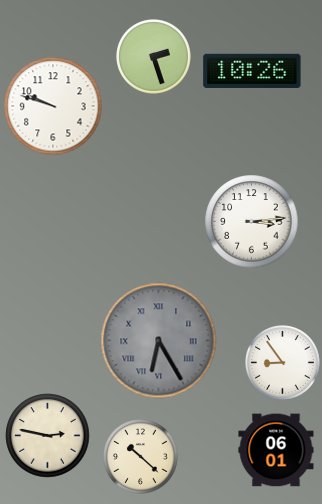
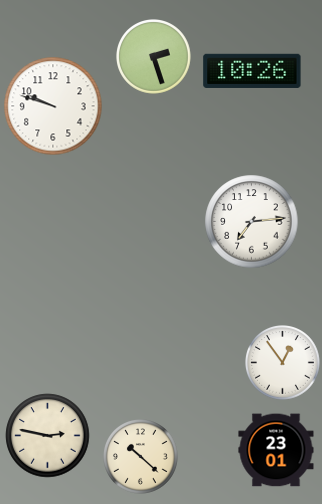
clock at (252, 222): 3:14 -> 7:14
clock at (159, 341): 6:25 -> none
clock at (283, 363): 8:54 -> 12:54
clock at (276, 450): 06:01 -> 23:01
